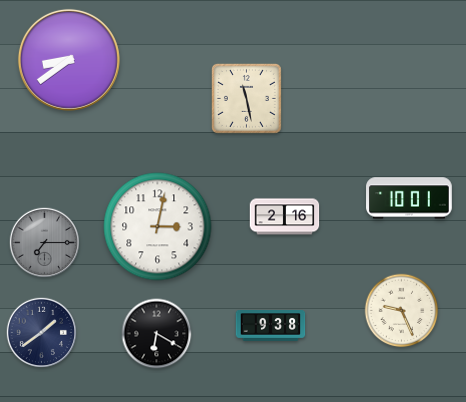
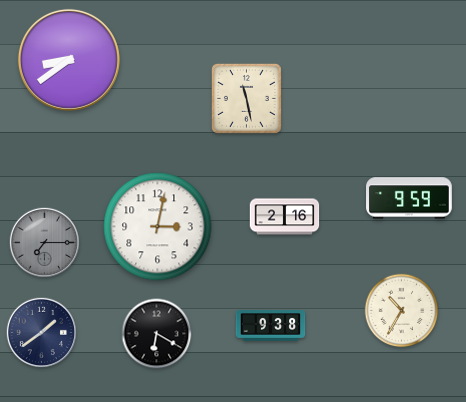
clock at (409, 198): 10:01 -> 9:59
clock at (402, 311): 9:26 -> 10:35
